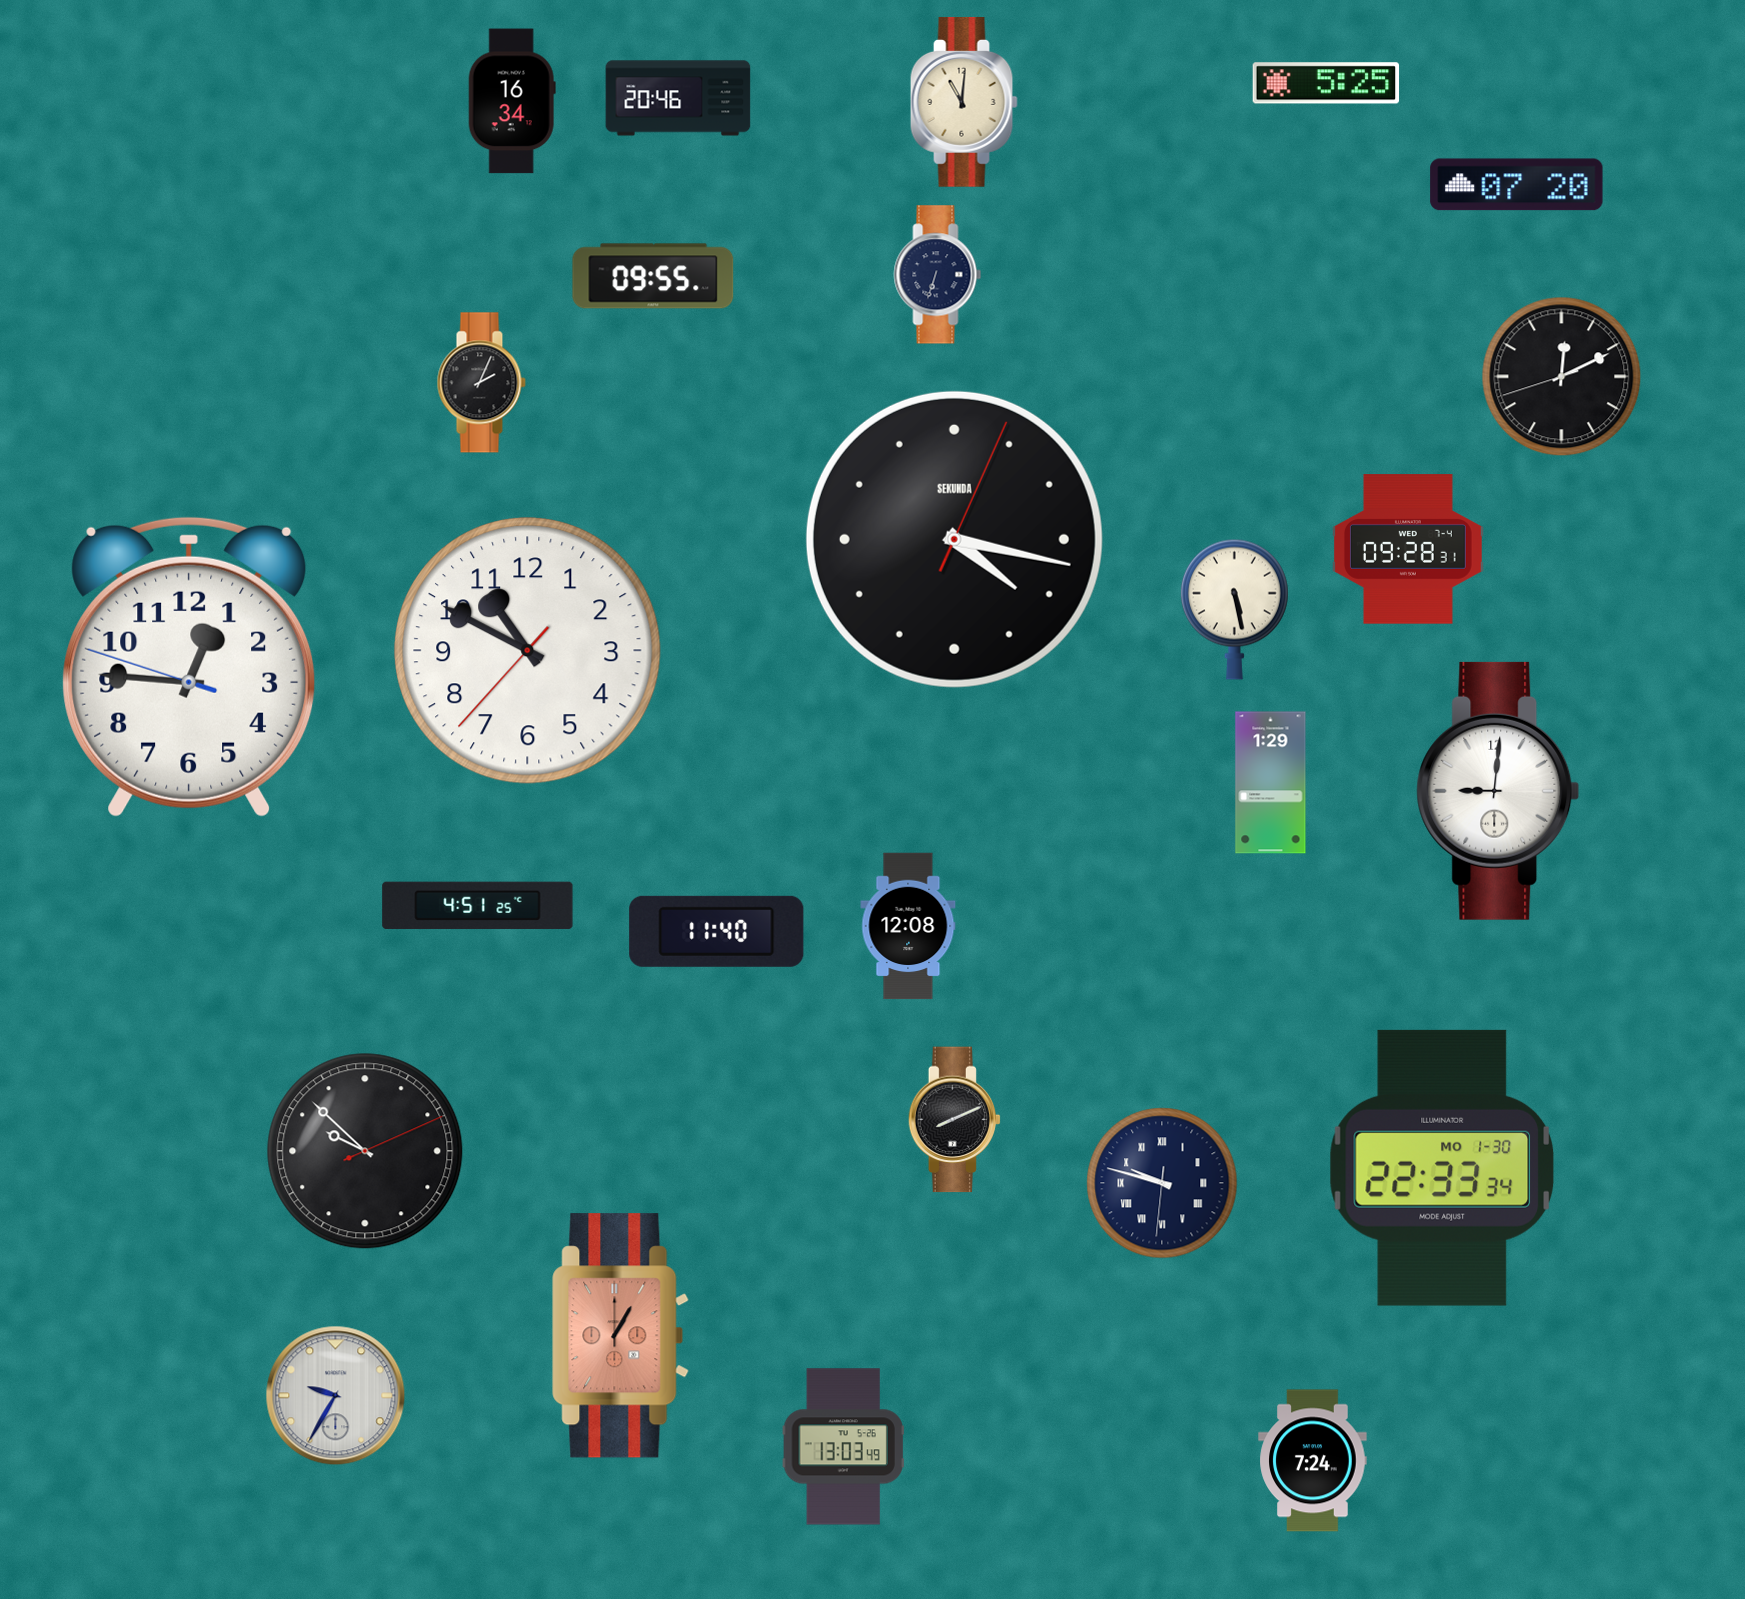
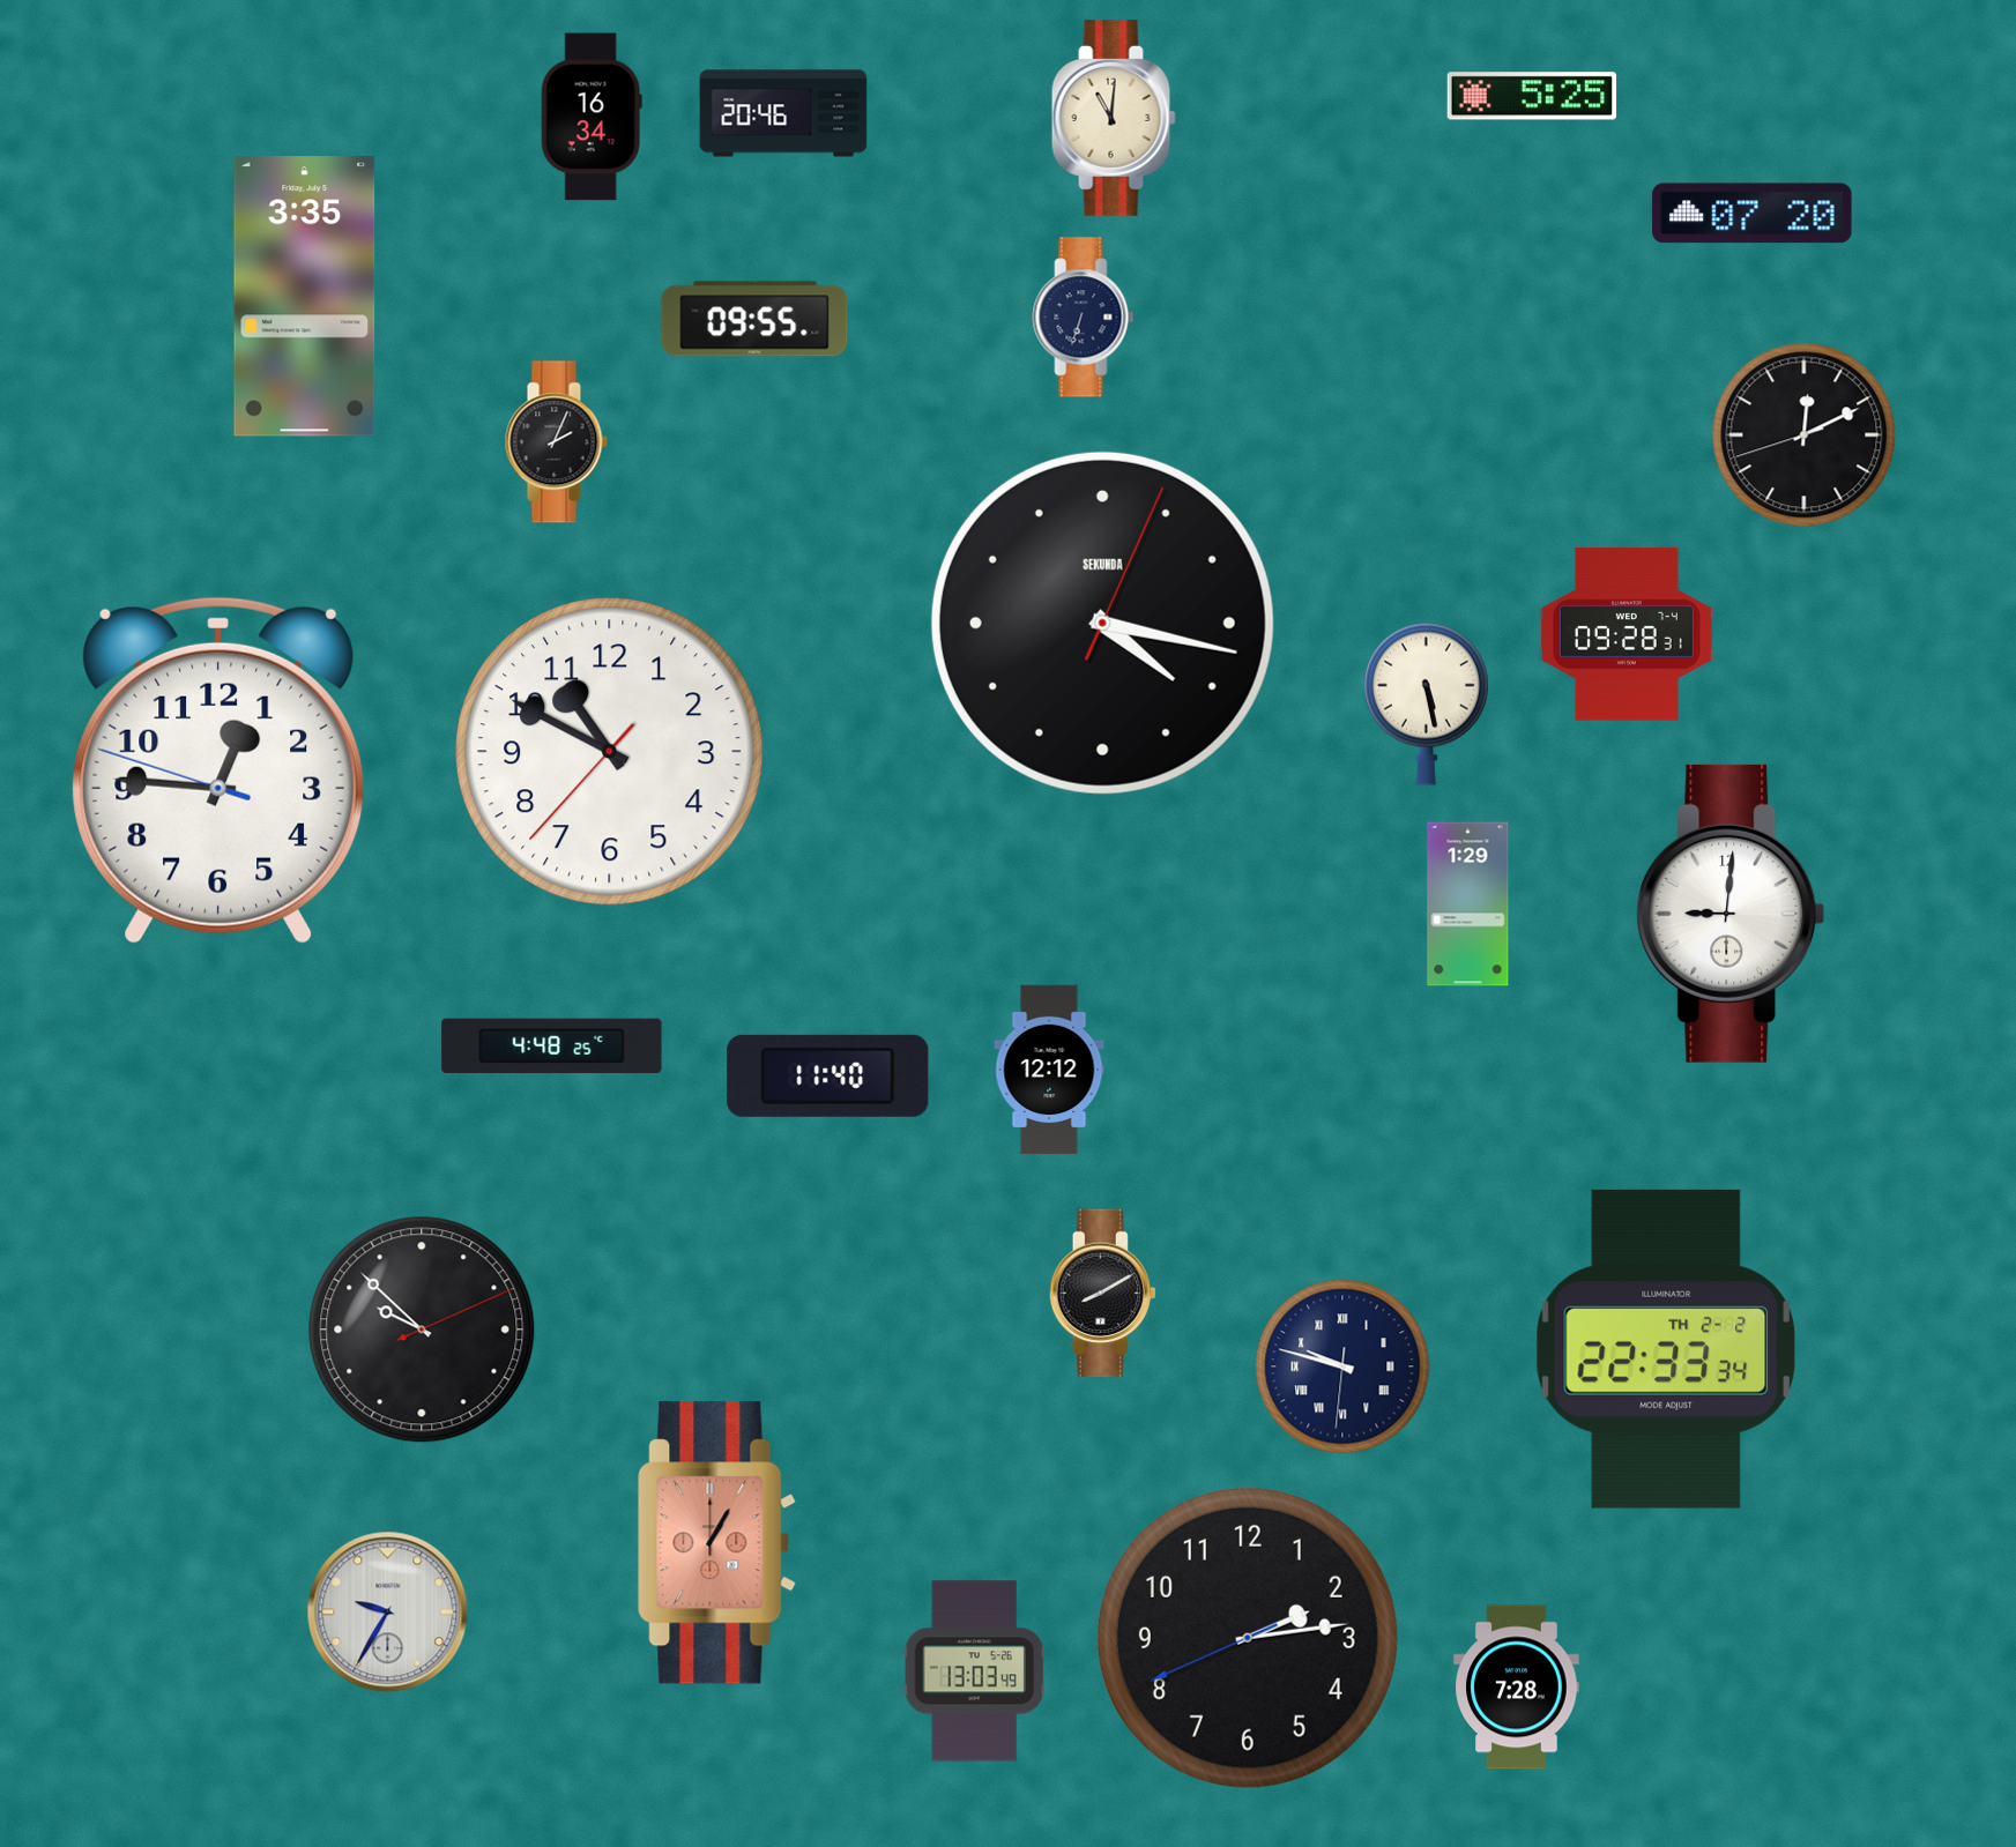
clock at (305, 297): none -> 3:35
clock at (478, 906): 4:51 -> 4:48
clock at (908, 926): 12:08 -> 12:12
clock at (955, 1120): 8:11 -> 8:10
clock at (1441, 1168) date: MO 1-30 -> TH 2-2
clock at (1248, 1638): none -> 2:13
clock at (1313, 1461): 7:24 -> 7:28
